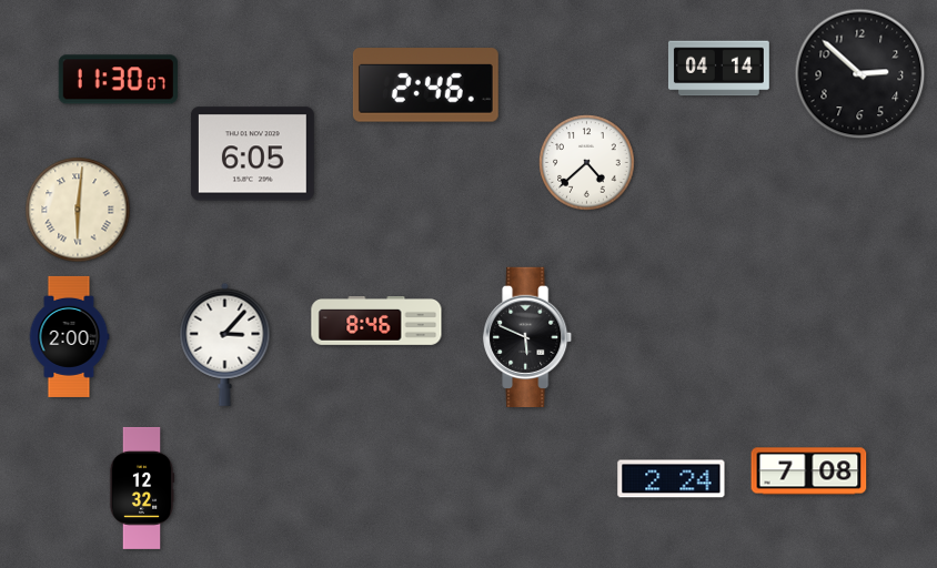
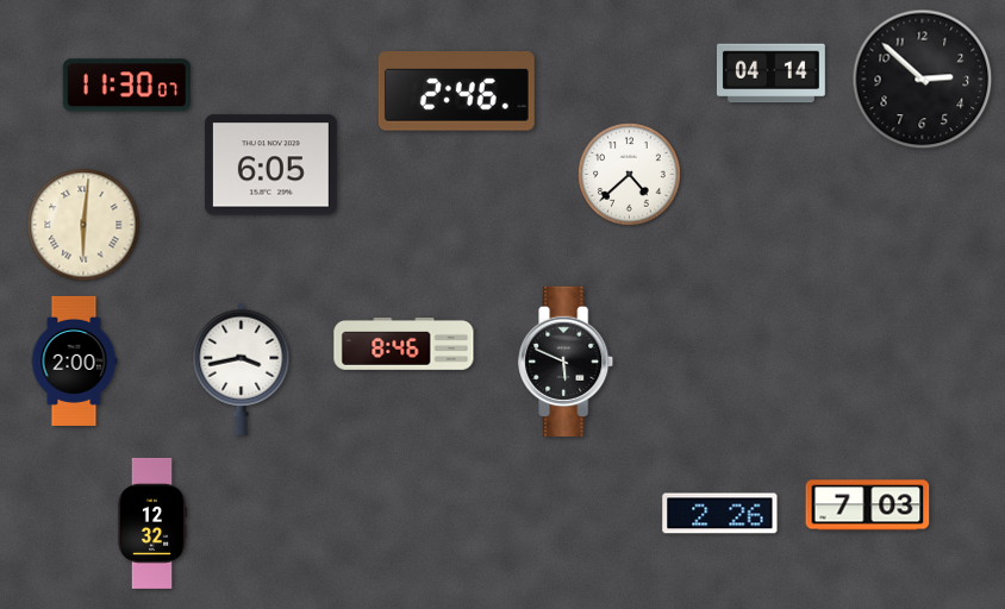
clock at (225, 344): 3:07 -> 3:43
clock at (809, 471): 7:08 -> 7:03
clock at (672, 479): 2:24 -> 2:26
